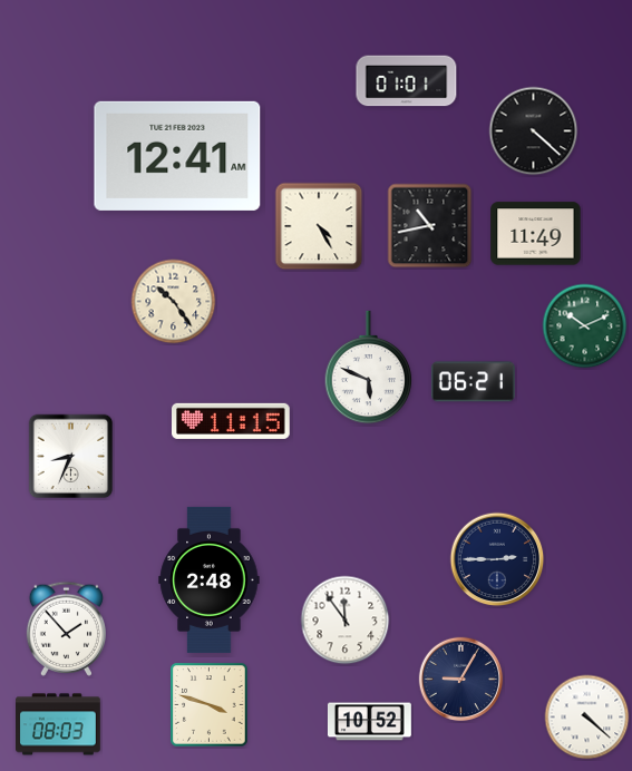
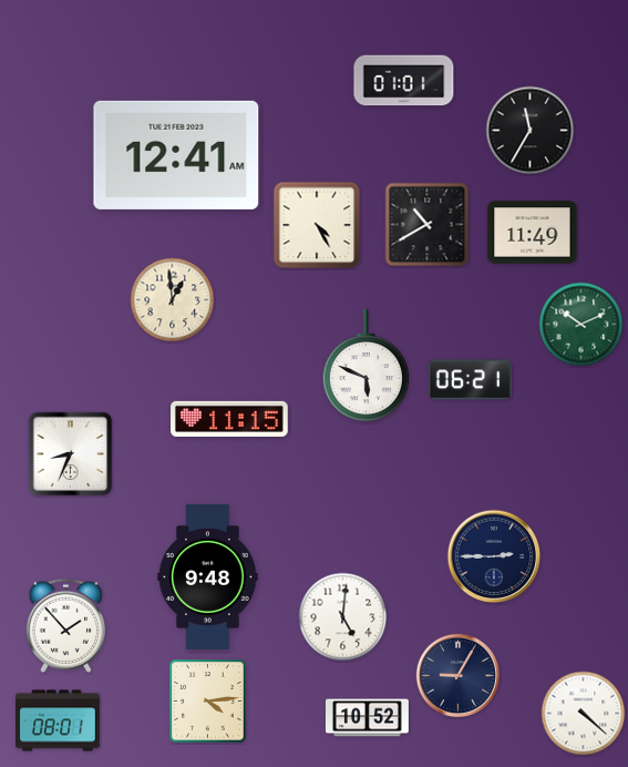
clock at (534, 131): 4:22 -> 11:35
clock at (430, 226): 10:43 -> 10:40
clock at (174, 302): 10:24 -> 12:59
clock at (210, 579): 2:48 -> 9:48
clock at (346, 621): 11:54 -> 5:01
clock at (210, 705): 3:48 -> 4:14
clock at (59, 724): 08:03 -> 08:01
